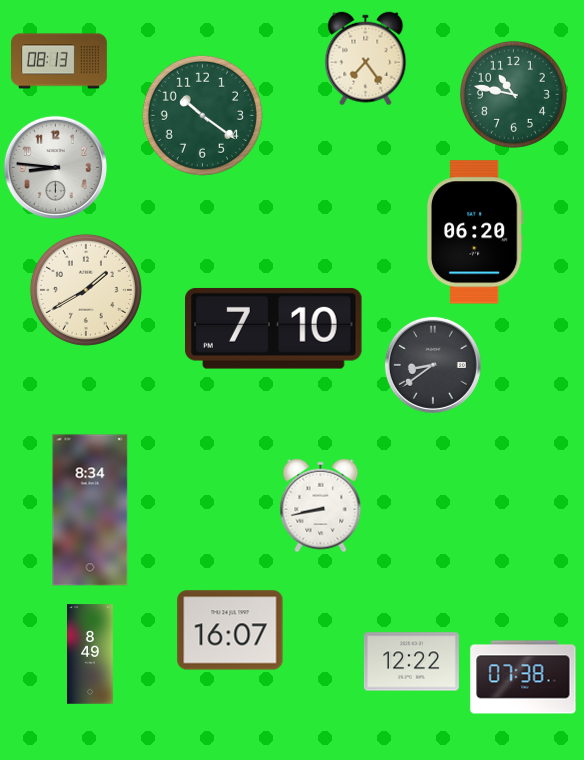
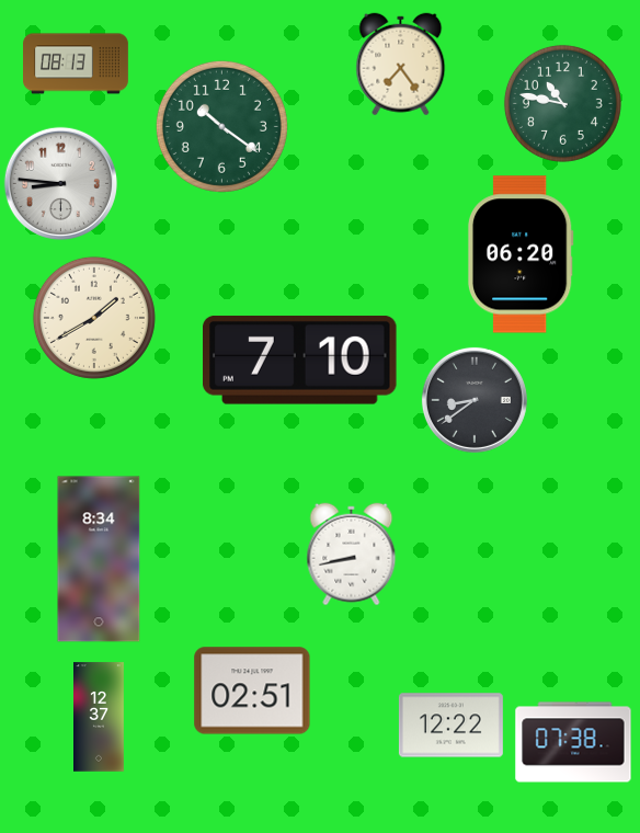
clock at (60, 61) position: (60, 61) -> (77, 64)
clock at (230, 630): 16:07 -> 02:51
clock at (91, 654): 8:49 -> 12:37
